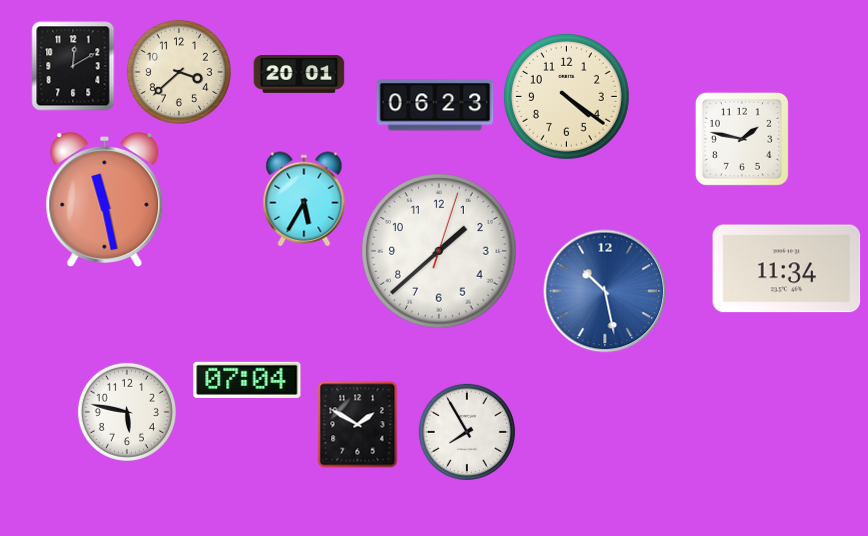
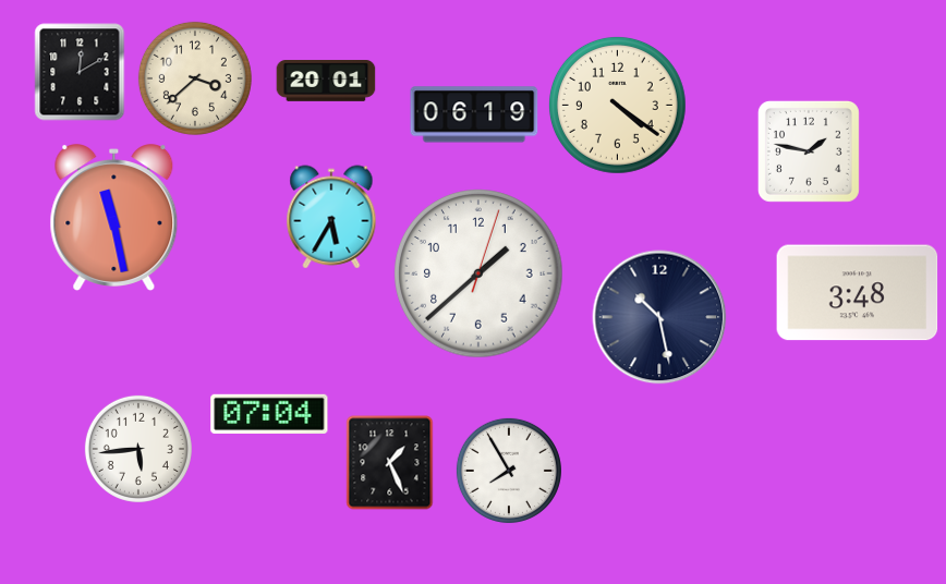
clock at (435, 105): 06:23 -> 06:19
clock at (787, 269): 11:34 -> 3:48
clock at (605, 291) dial: blue -> navy
clock at (127, 412): 5:47 -> 5:44
clock at (358, 425): 1:50 -> 1:26
